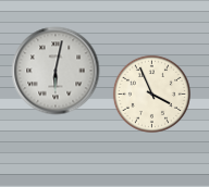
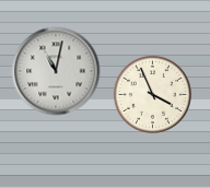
clock at (56, 71): 6:02 -> 11:02
